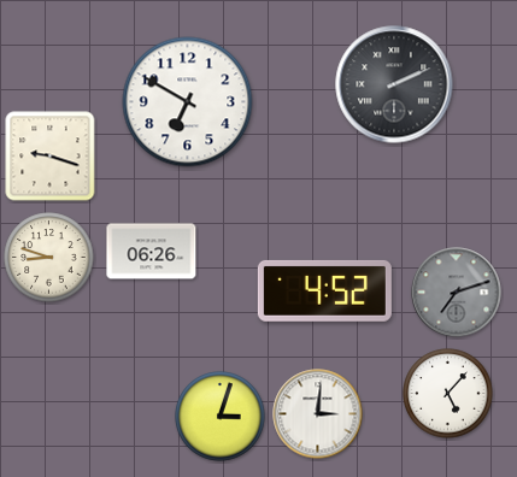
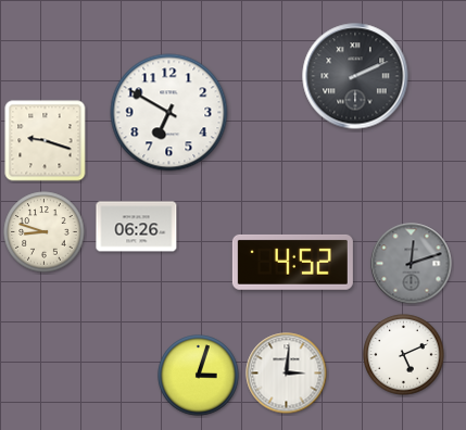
clock at (188, 102) position: (188, 102) -> (169, 113)
clock at (457, 293): 7:12 -> 12:12
clock at (448, 394): 5:07 -> 5:11
